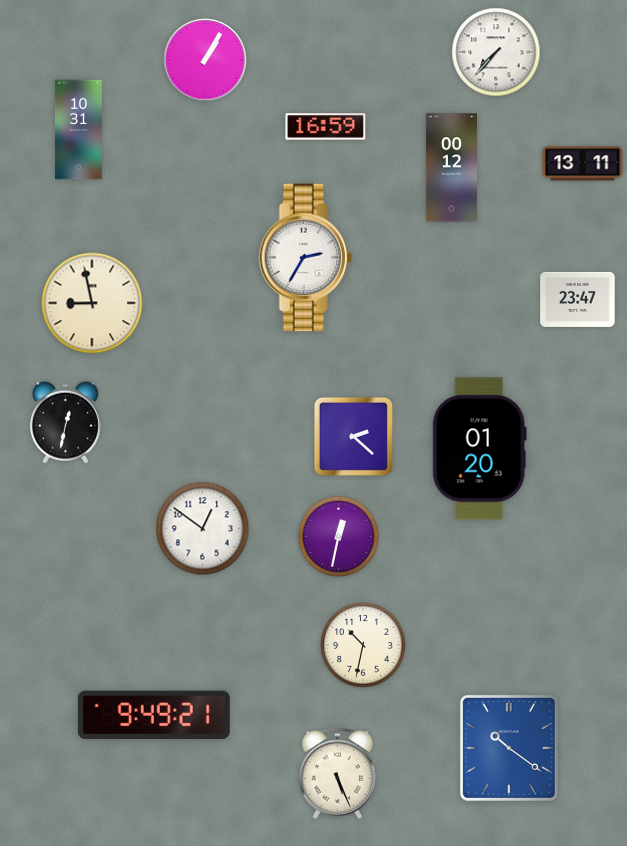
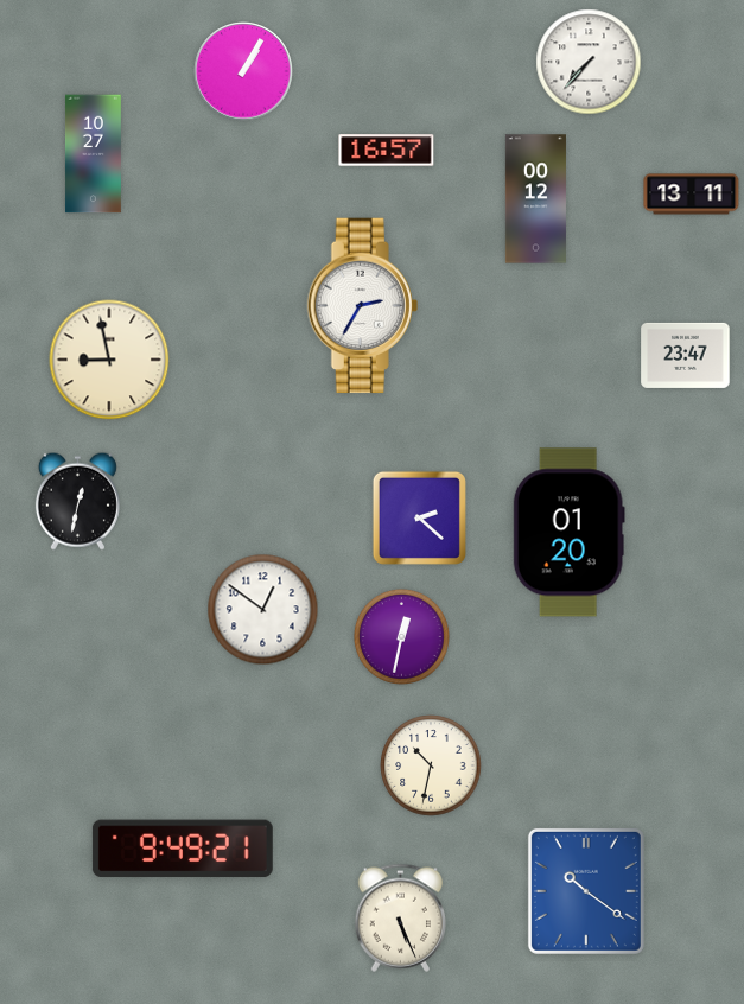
clock at (326, 127): 16:59 -> 16:57
clock at (78, 130): 10:31 -> 10:27
clock at (203, 529) position: (203, 529) -> (263, 610)
clock at (509, 748) position: (509, 748) -> (586, 891)
